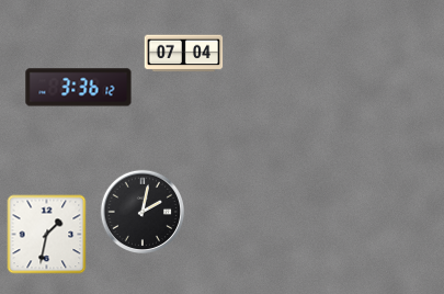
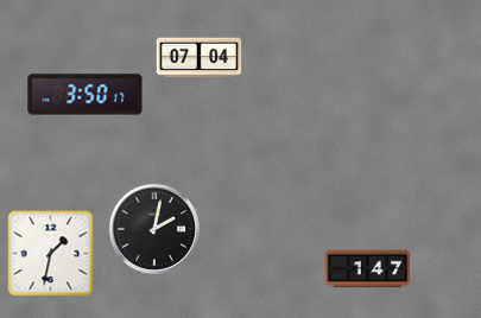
clock at (79, 88): 3:36 -> 3:50
clock at (368, 269): none -> 1:47
